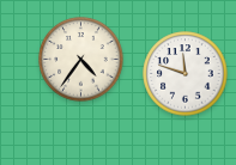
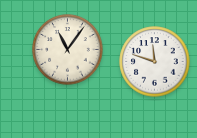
clock at (81, 60): 4:36 -> 11:06
